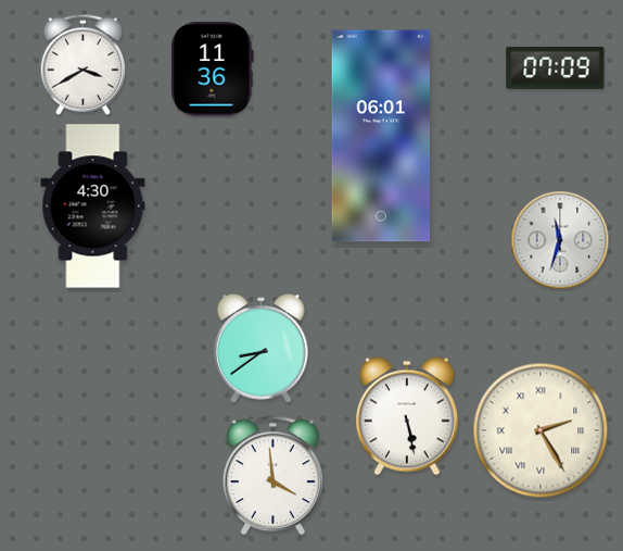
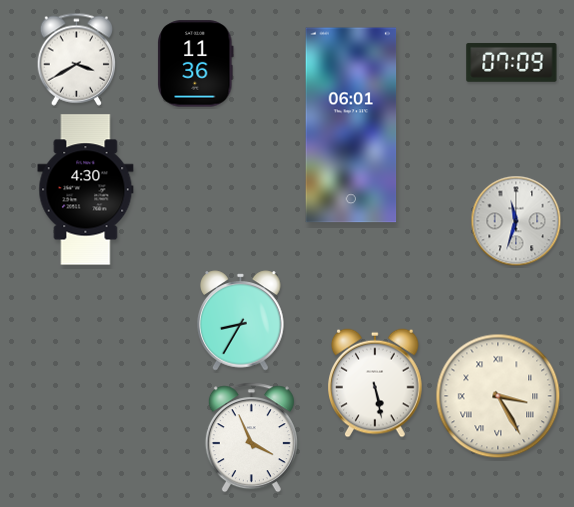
clock at (262, 349): 8:39 -> 8:35
clock at (541, 430): 2:25 -> 3:25
clock at (272, 476): 3:59 -> 3:56
